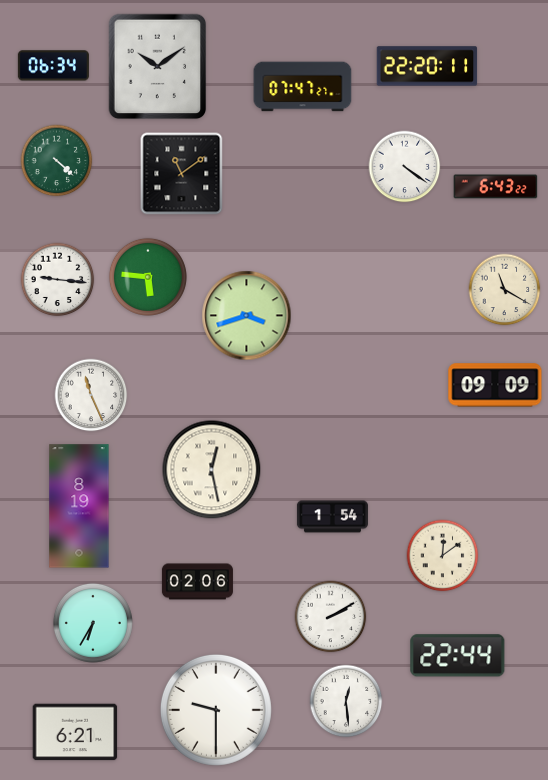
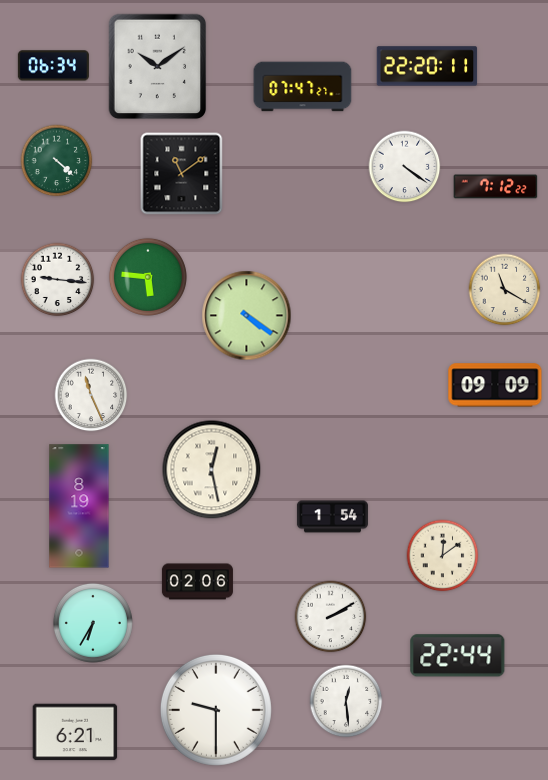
clock at (496, 187): 6:43 -> 7:12
clock at (247, 316): 3:42 -> 4:21
